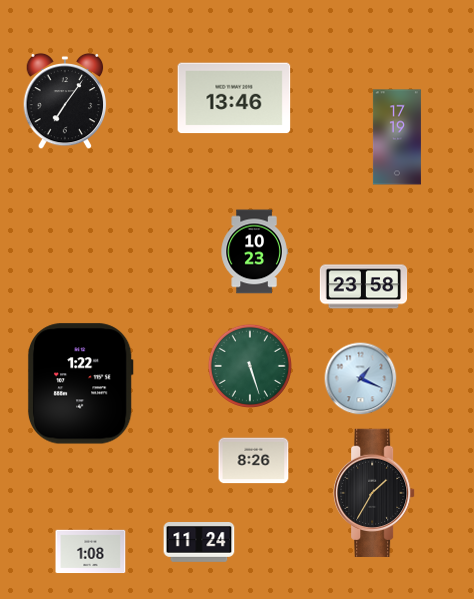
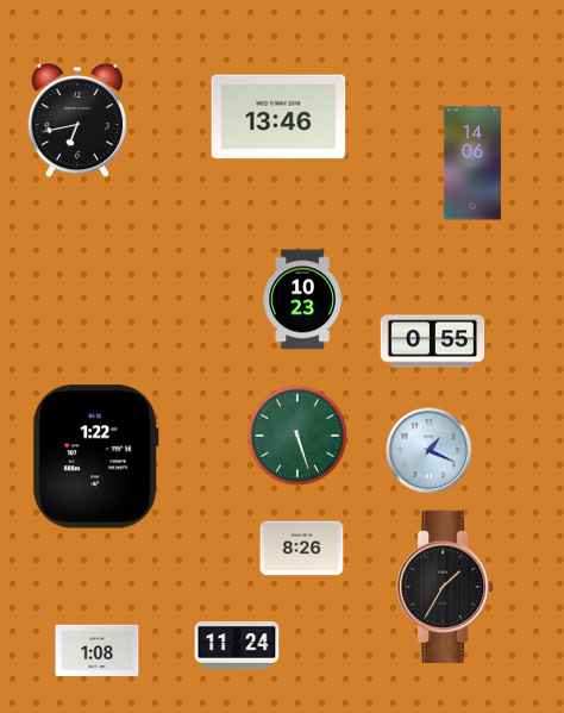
clock at (65, 101): 7:06 -> 6:43
clock at (397, 137): 17:19 -> 14:06
clock at (364, 287): 23:58 -> 0:55
clock at (91, 552) position: (91, 552) -> (98, 651)
